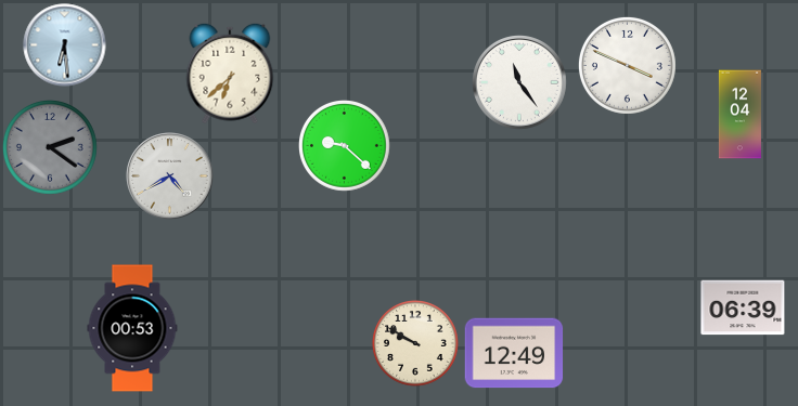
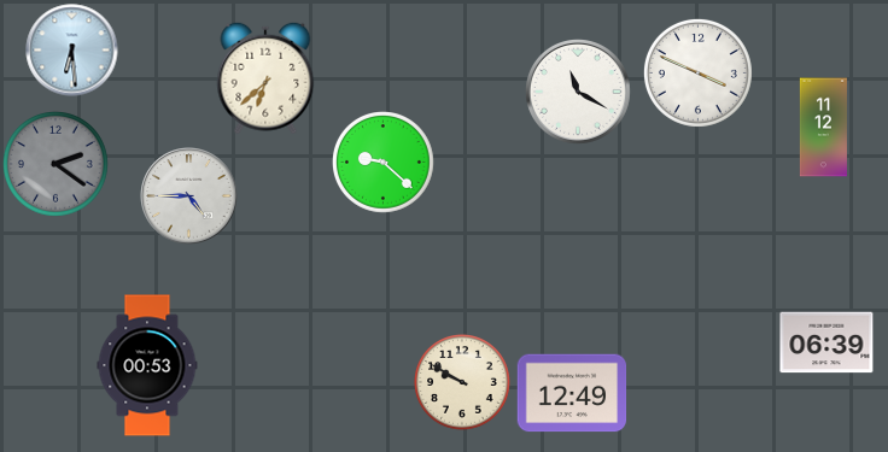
clock at (230, 74) position: (230, 74) -> (265, 78)
clock at (520, 83): 11:24 -> 11:20
clock at (739, 115): 12:04 -> 11:12
clock at (170, 176): 4:40 -> 4:45
